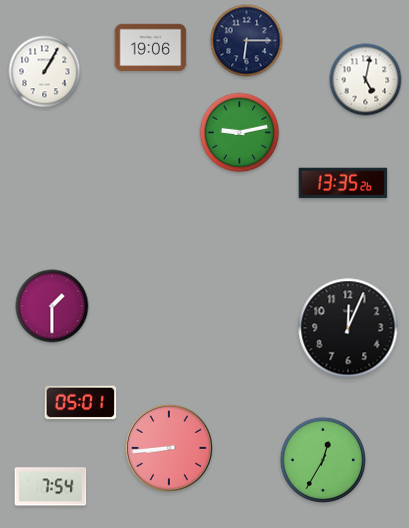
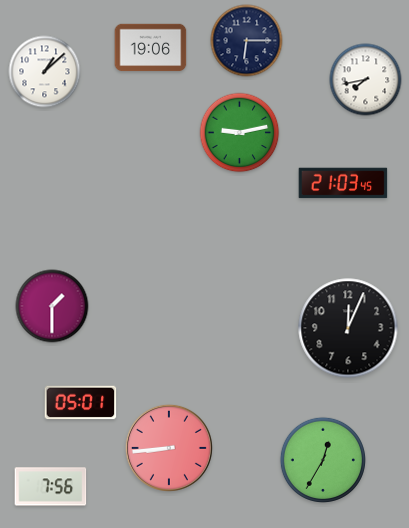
clock at (45, 72): 1:05 -> 1:08
clock at (366, 80): 5:02 -> 7:43
clock at (343, 183): 13:35 -> 21:03
clock at (51, 487): 7:54 -> 7:56
